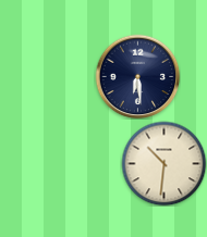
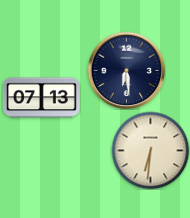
clock at (41, 98): none -> 07:13
clock at (163, 163): 10:31 -> 6:31
